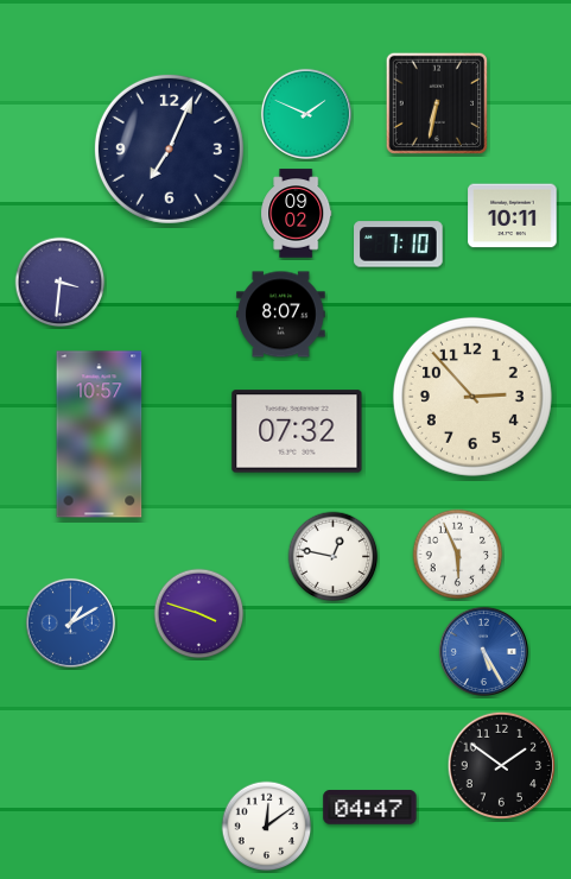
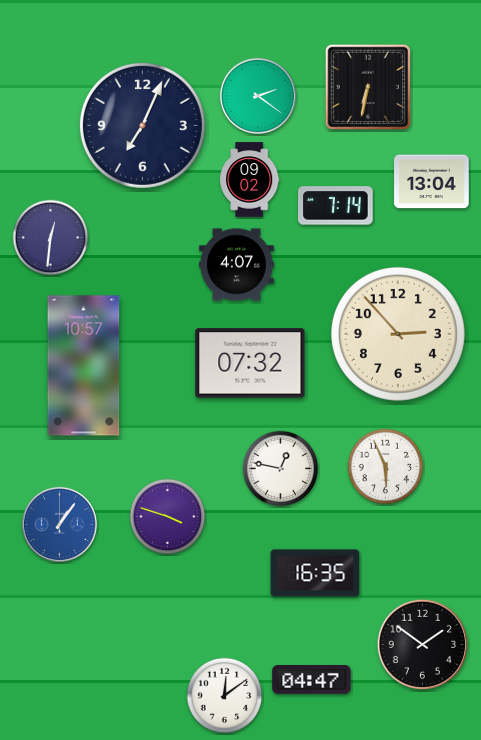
clock at (306, 114): 1:49 -> 2:21
clock at (513, 216): 10:11 -> 13:04
clock at (399, 245): 7:10 -> 7:14
clock at (61, 283): 3:31 -> 12:31
clock at (281, 315): 8:07 -> 4:07
clock at (70, 622): 1:10 -> 1:06
clock at (483, 651): 5:25 -> none
clock at (315, 573): none -> 16:35
